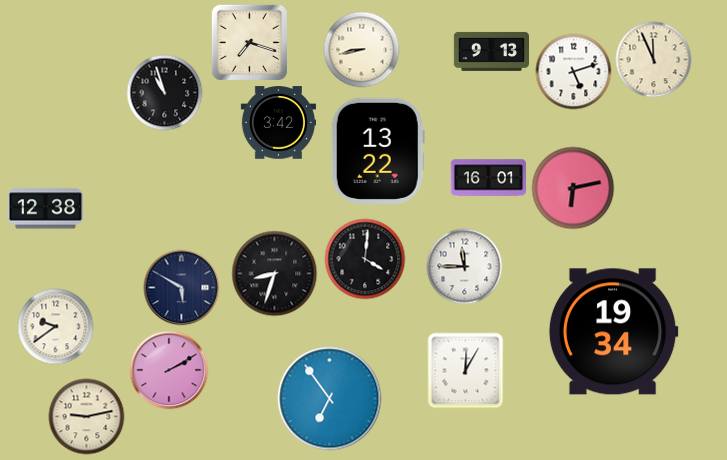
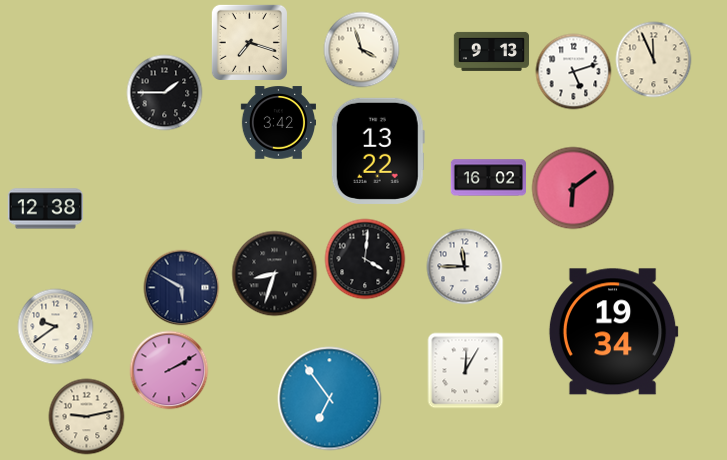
clock at (362, 50): 8:43 -> 3:57
clock at (165, 93): 10:57 -> 1:45
clock at (488, 178): 16:01 -> 16:02
clock at (573, 188): 6:13 -> 6:09
